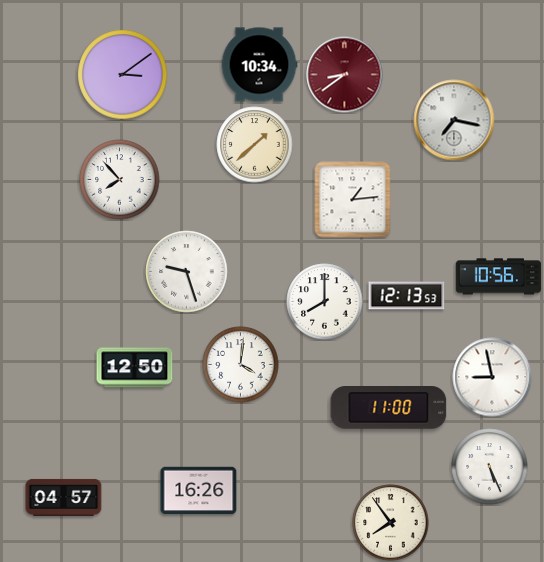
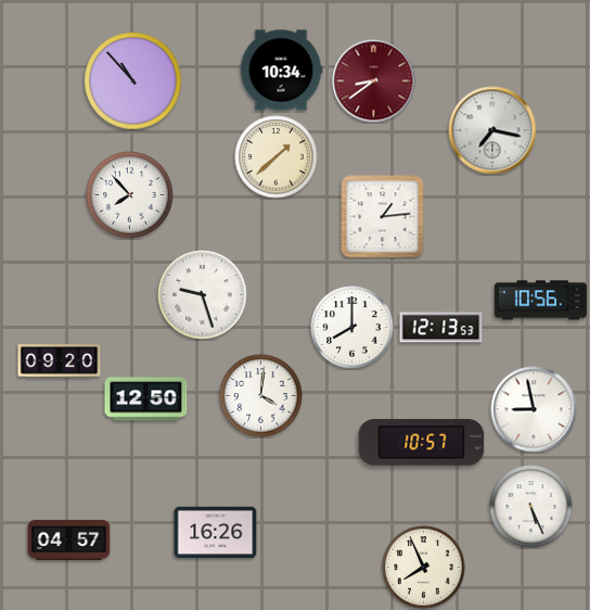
clock at (123, 75): 3:09 -> 10:53
clock at (407, 296) position: (407, 296) -> (441, 328)
clock at (60, 361): none -> 09:20
clock at (389, 408): 11:00 -> 10:57
clock at (391, 523): 7:54 -> 7:56
